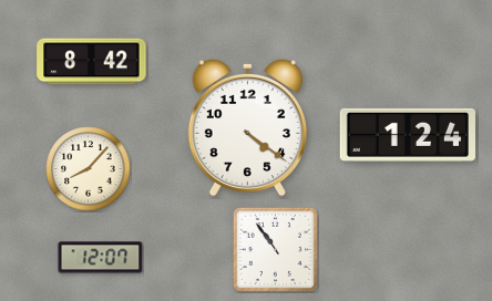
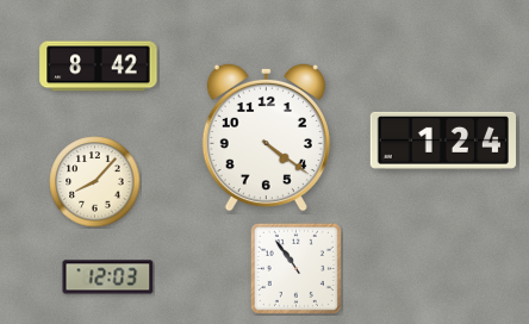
clock at (407, 135) position: (407, 135) -> (442, 141)
clock at (101, 258): 12:07 -> 12:03
